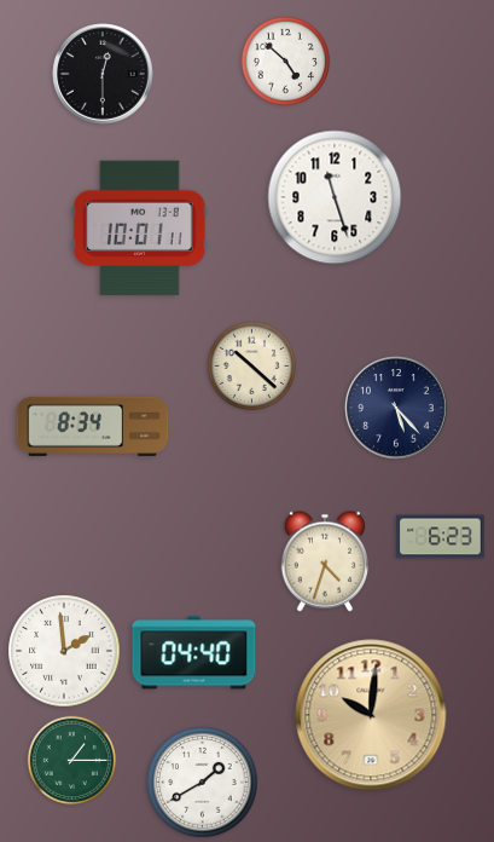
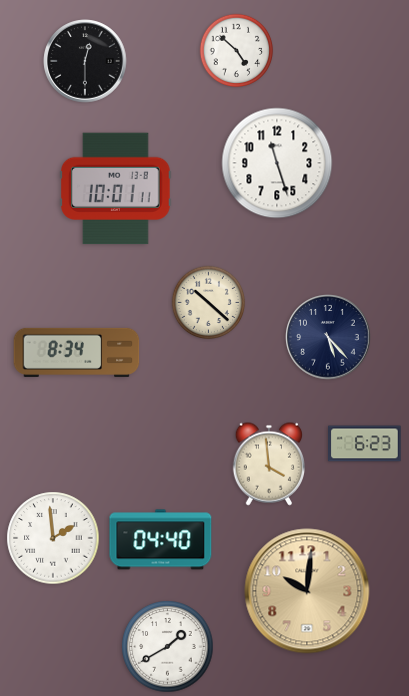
clock at (324, 561): 4:33 -> 3:59
clock at (72, 761): 1:15 -> none
